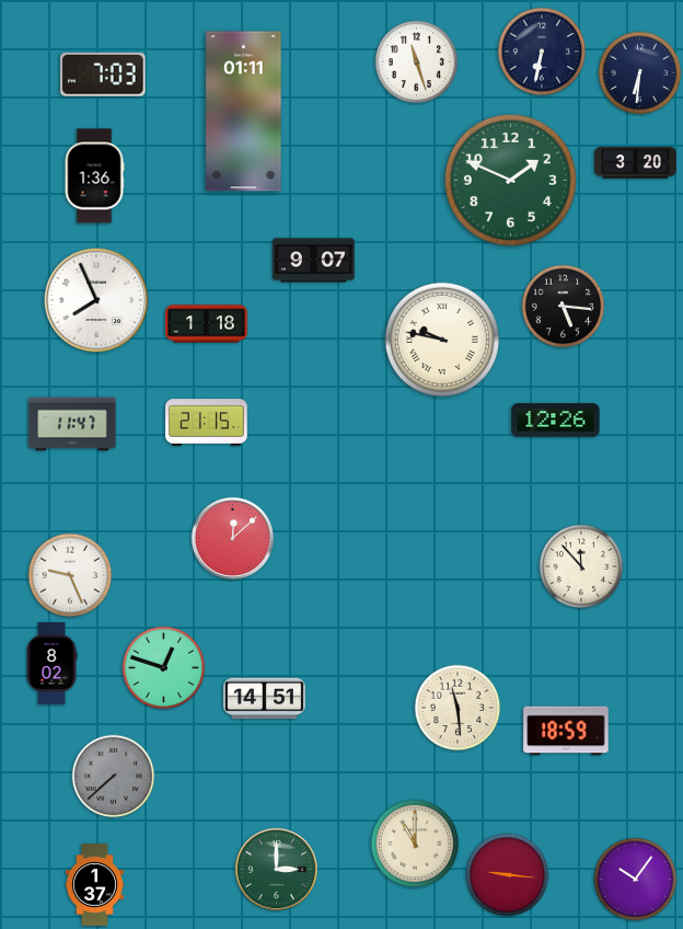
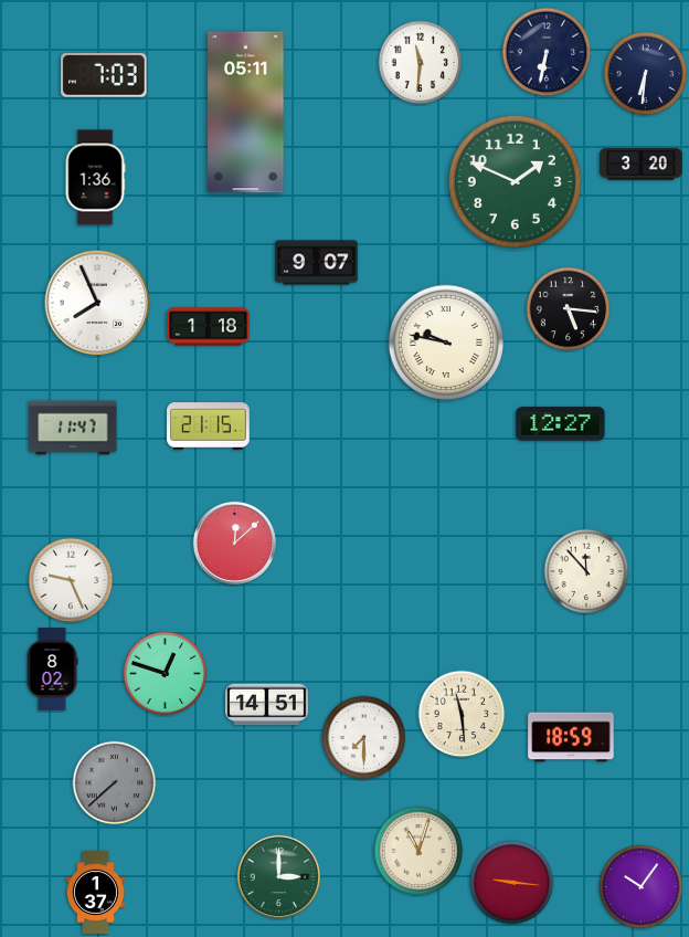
clock at (417, 62): 11:27 -> 11:31
clock at (244, 112): 01:11 -> 05:11
clock at (556, 421): 12:26 -> 12:27
clock at (364, 738): none -> 7:30
clock at (415, 844): 11:00 -> 11:03
